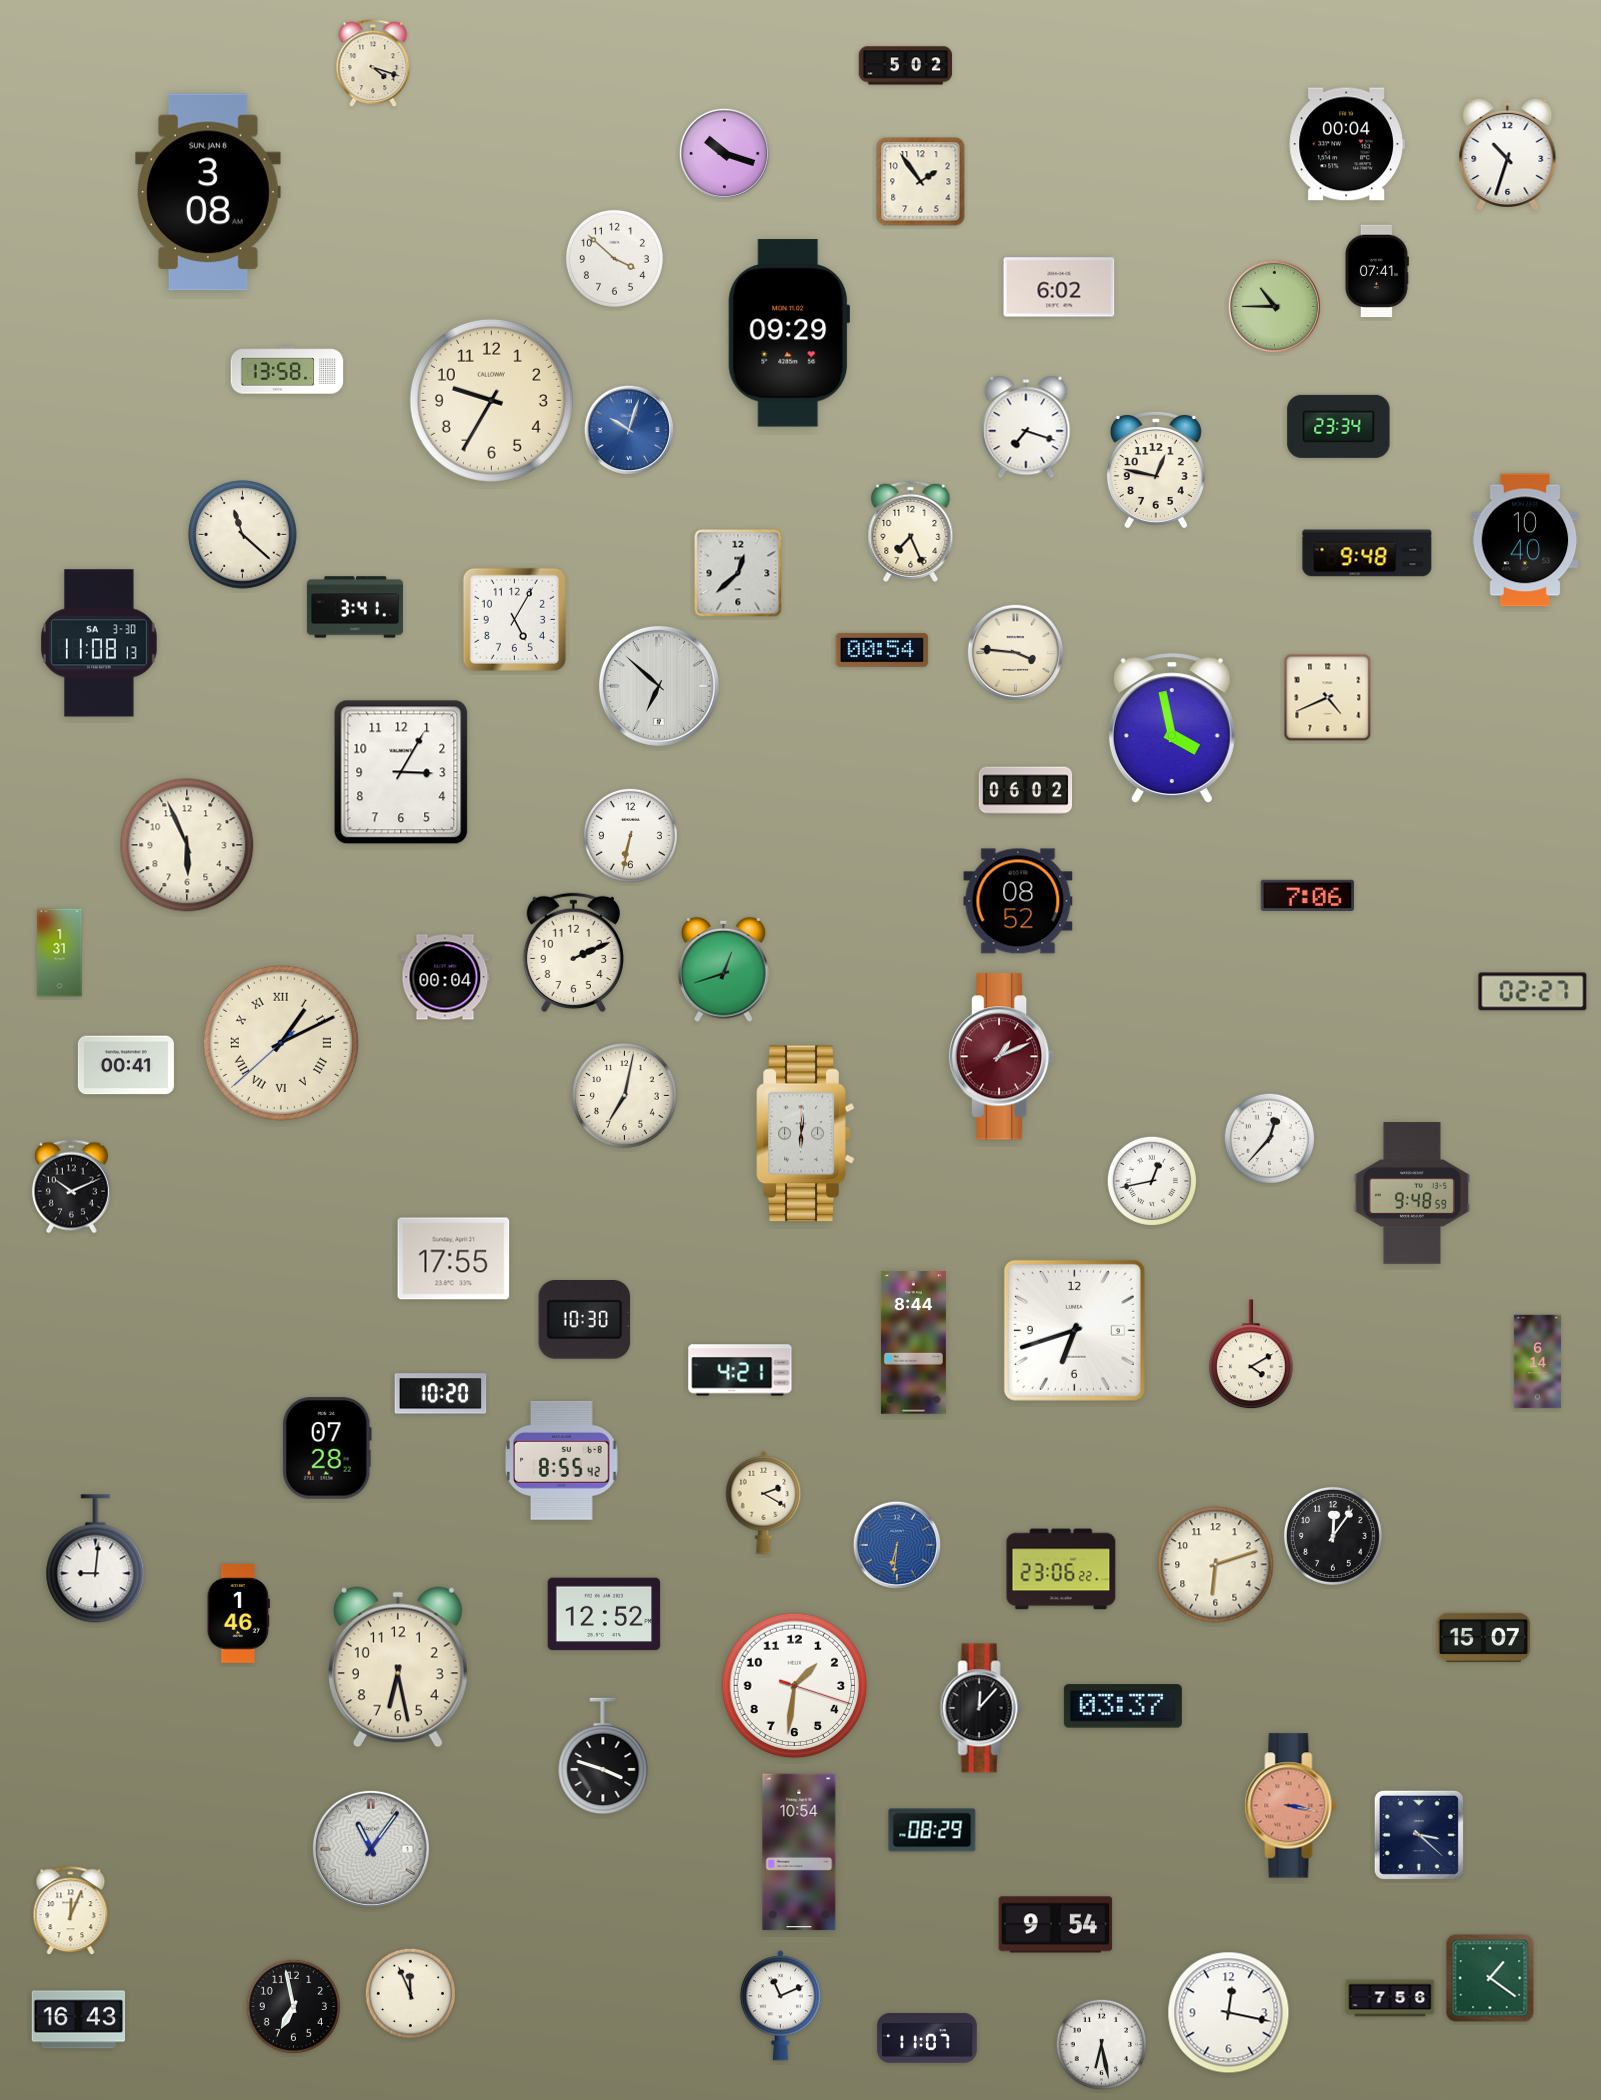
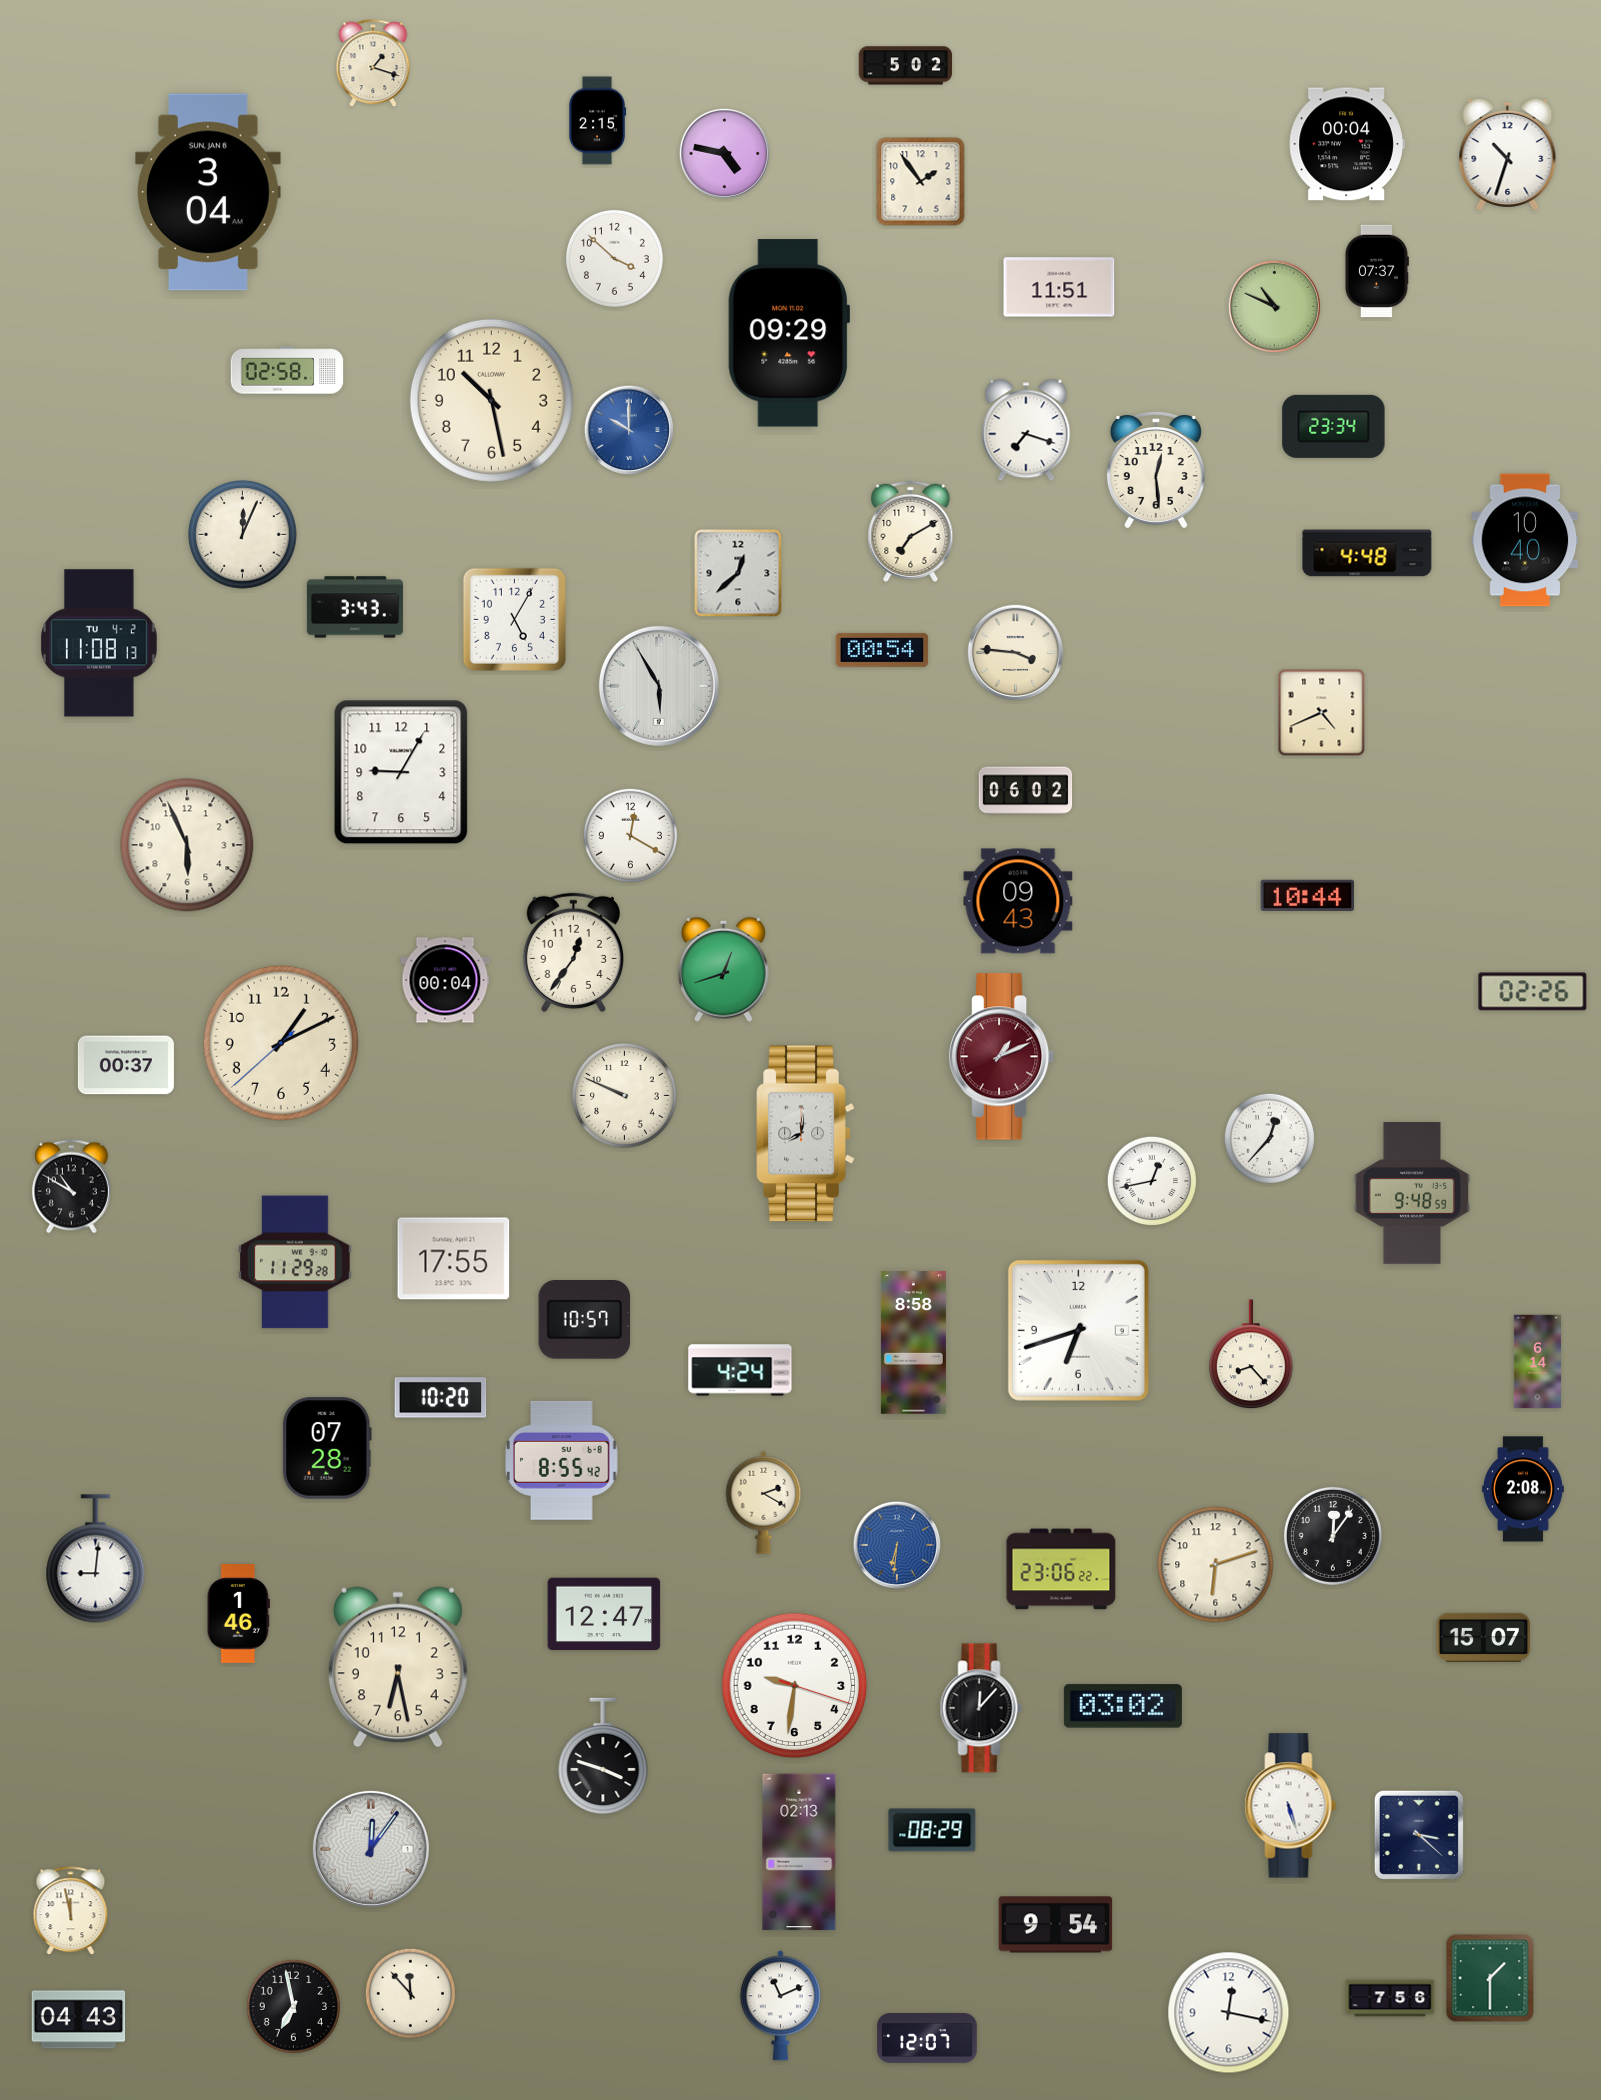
clock at (373, 64): 4:18 -> 1:18
clock at (597, 121): none -> 2:15
clock at (724, 153): 10:18 -> 4:47
clock at (209, 192): 3:08 -> 3:04
clock at (1376, 271): 07:41 -> 07:37
clock at (1059, 287): 6:02 -> 11:51
clock at (1274, 306): 10:45 -> 10:49
clock at (287, 370): 13:58 -> 02:58
clock at (491, 400): 9:35 -> 10:28
clock at (1339, 426) position: (1339, 426) -> (1334, 426)
clock at (1026, 427) position: (1026, 427) -> (1026, 430)
clock at (628, 429): 10:03 -> 10:00
clock at (1156, 470): 12:47 -> 12:29
clock at (911, 531): 7:26 -> 7:10
clock at (243, 535): 11:22 -> 12:04
clock at (1367, 553): 9:48 -> 4:48
clock at (355, 607): 3:41 -> 3:43
clock at (99, 643) date: SA 3-30 -> TU 4-2
clock at (659, 686): 6:52 -> 5:55
clock at (1328, 698) position: (1328, 698) -> (1322, 713)
clock at (1172, 729): 3:58 -> none
clock at (401, 772): 3:05 -> 9:05
clock at (630, 835): 6:32 -> 12:20
clock at (1307, 895): 7:06 -> 10:44
clock at (1018, 901): 08:52 -> 09:43
clock at (60, 953): 1:31 -> none
clock at (573, 953): 2:11 -> 12:36
clock at (445, 977) position: (445, 977) -> (445, 980)
clock at (1533, 992): 02:27 -> 02:26
clock at (281, 1043) numerals: Roman -> Arabic
clock at (126, 1065): 00:41 -> 00:37
clock at (625, 1096): 7:02 -> 9:49
clock at (806, 1134): 6:01 -> 8:01
clock at (71, 1187): 10:11 -> 10:50
clock at (295, 1262): none -> 11:29
clock at (585, 1320): 10:30 -> 10:57
clock at (1074, 1330) position: (1074, 1330) -> (1078, 1330)
clock at (913, 1343): 8:44 -> 8:58
clock at (1251, 1355): 4:10 -> 8:23
clock at (740, 1370): 4:21 -> 4:24
clock at (441, 1394) position: (441, 1394) -> (441, 1398)
clock at (1524, 1489): none -> 2:08
clock at (604, 1614): 12:52 -> 12:47
clock at (795, 1686): 1:31 -> 9:31
clock at (1123, 1706): 03:37 -> 03:02
clock at (1291, 1806): 3:17 -> 5:27
clock at (1291, 1806) dial: salmon -> white
clock at (371, 1849): 11:06 -> 12:06
clock at (799, 1852): 10:54 -> 02:13
clock at (71, 1911): 12:04 -> 11:58
clock at (1490, 1978): 1:21 -> 1:30
clock at (410, 1993): 11:56 -> 11:53
clock at (79, 2020): 16:43 -> 04:43
clock at (927, 2038): 11:07 -> 12:07
clock at (1101, 2044): 6:28 -> none
